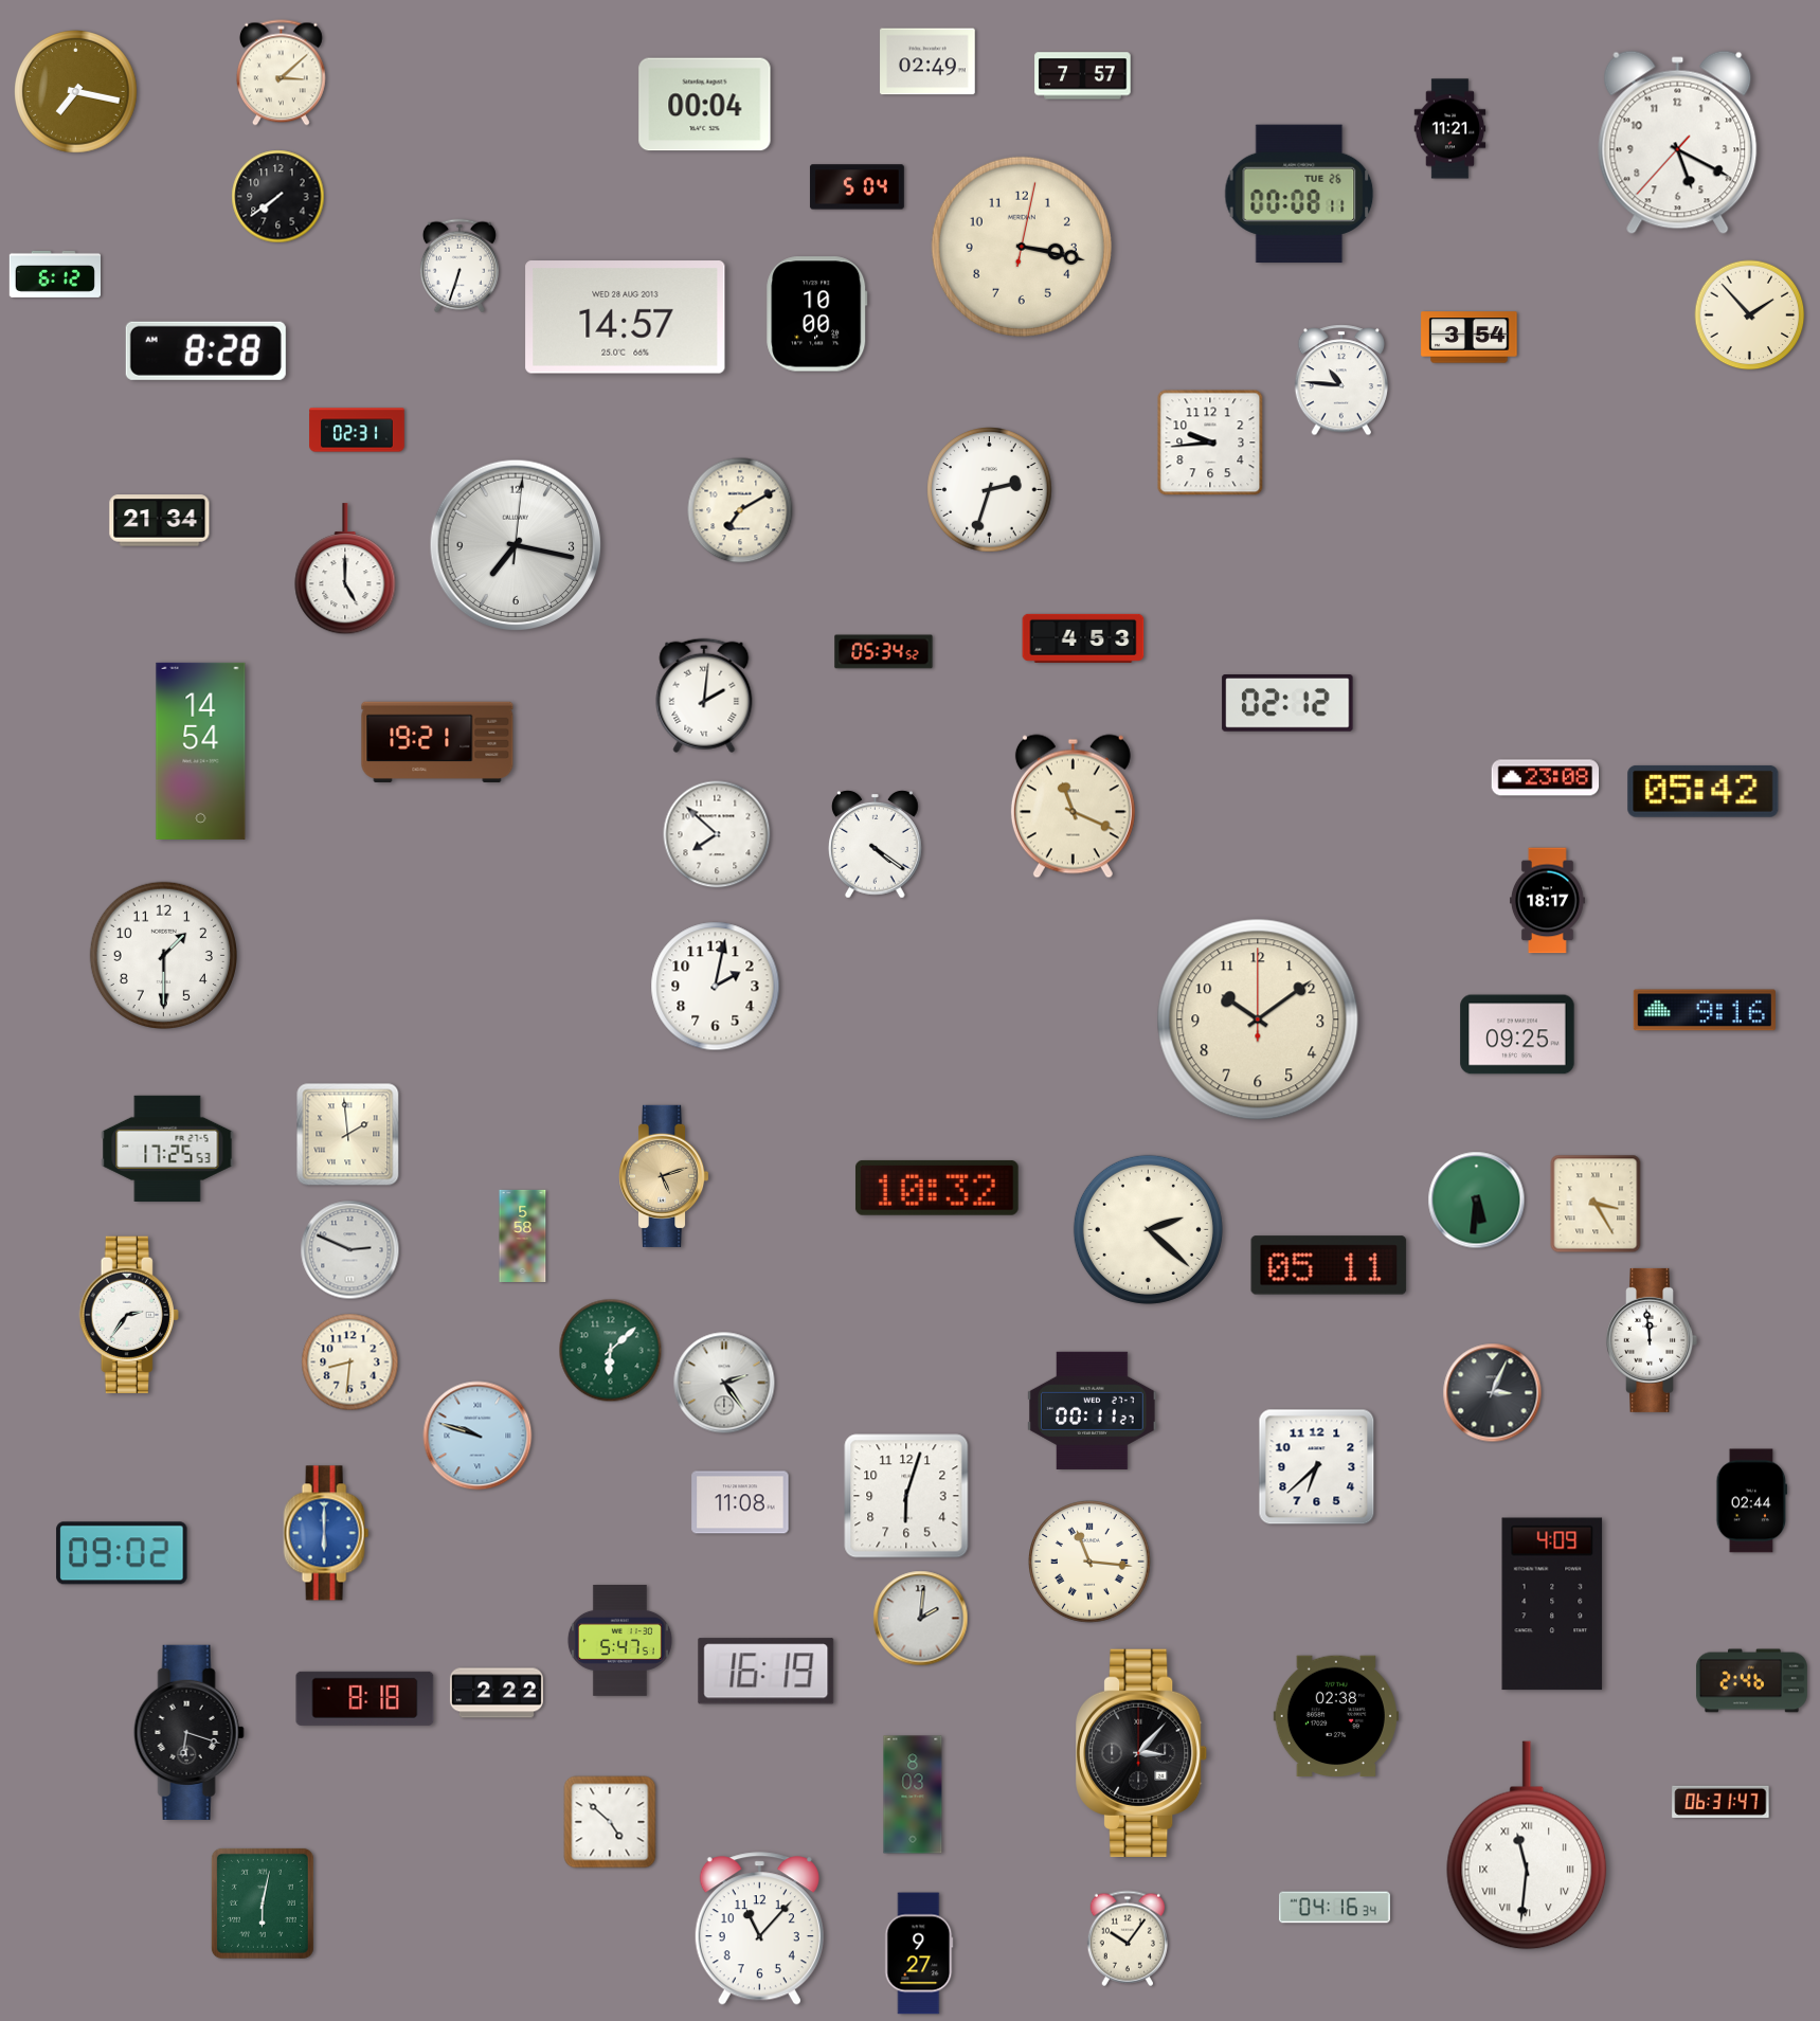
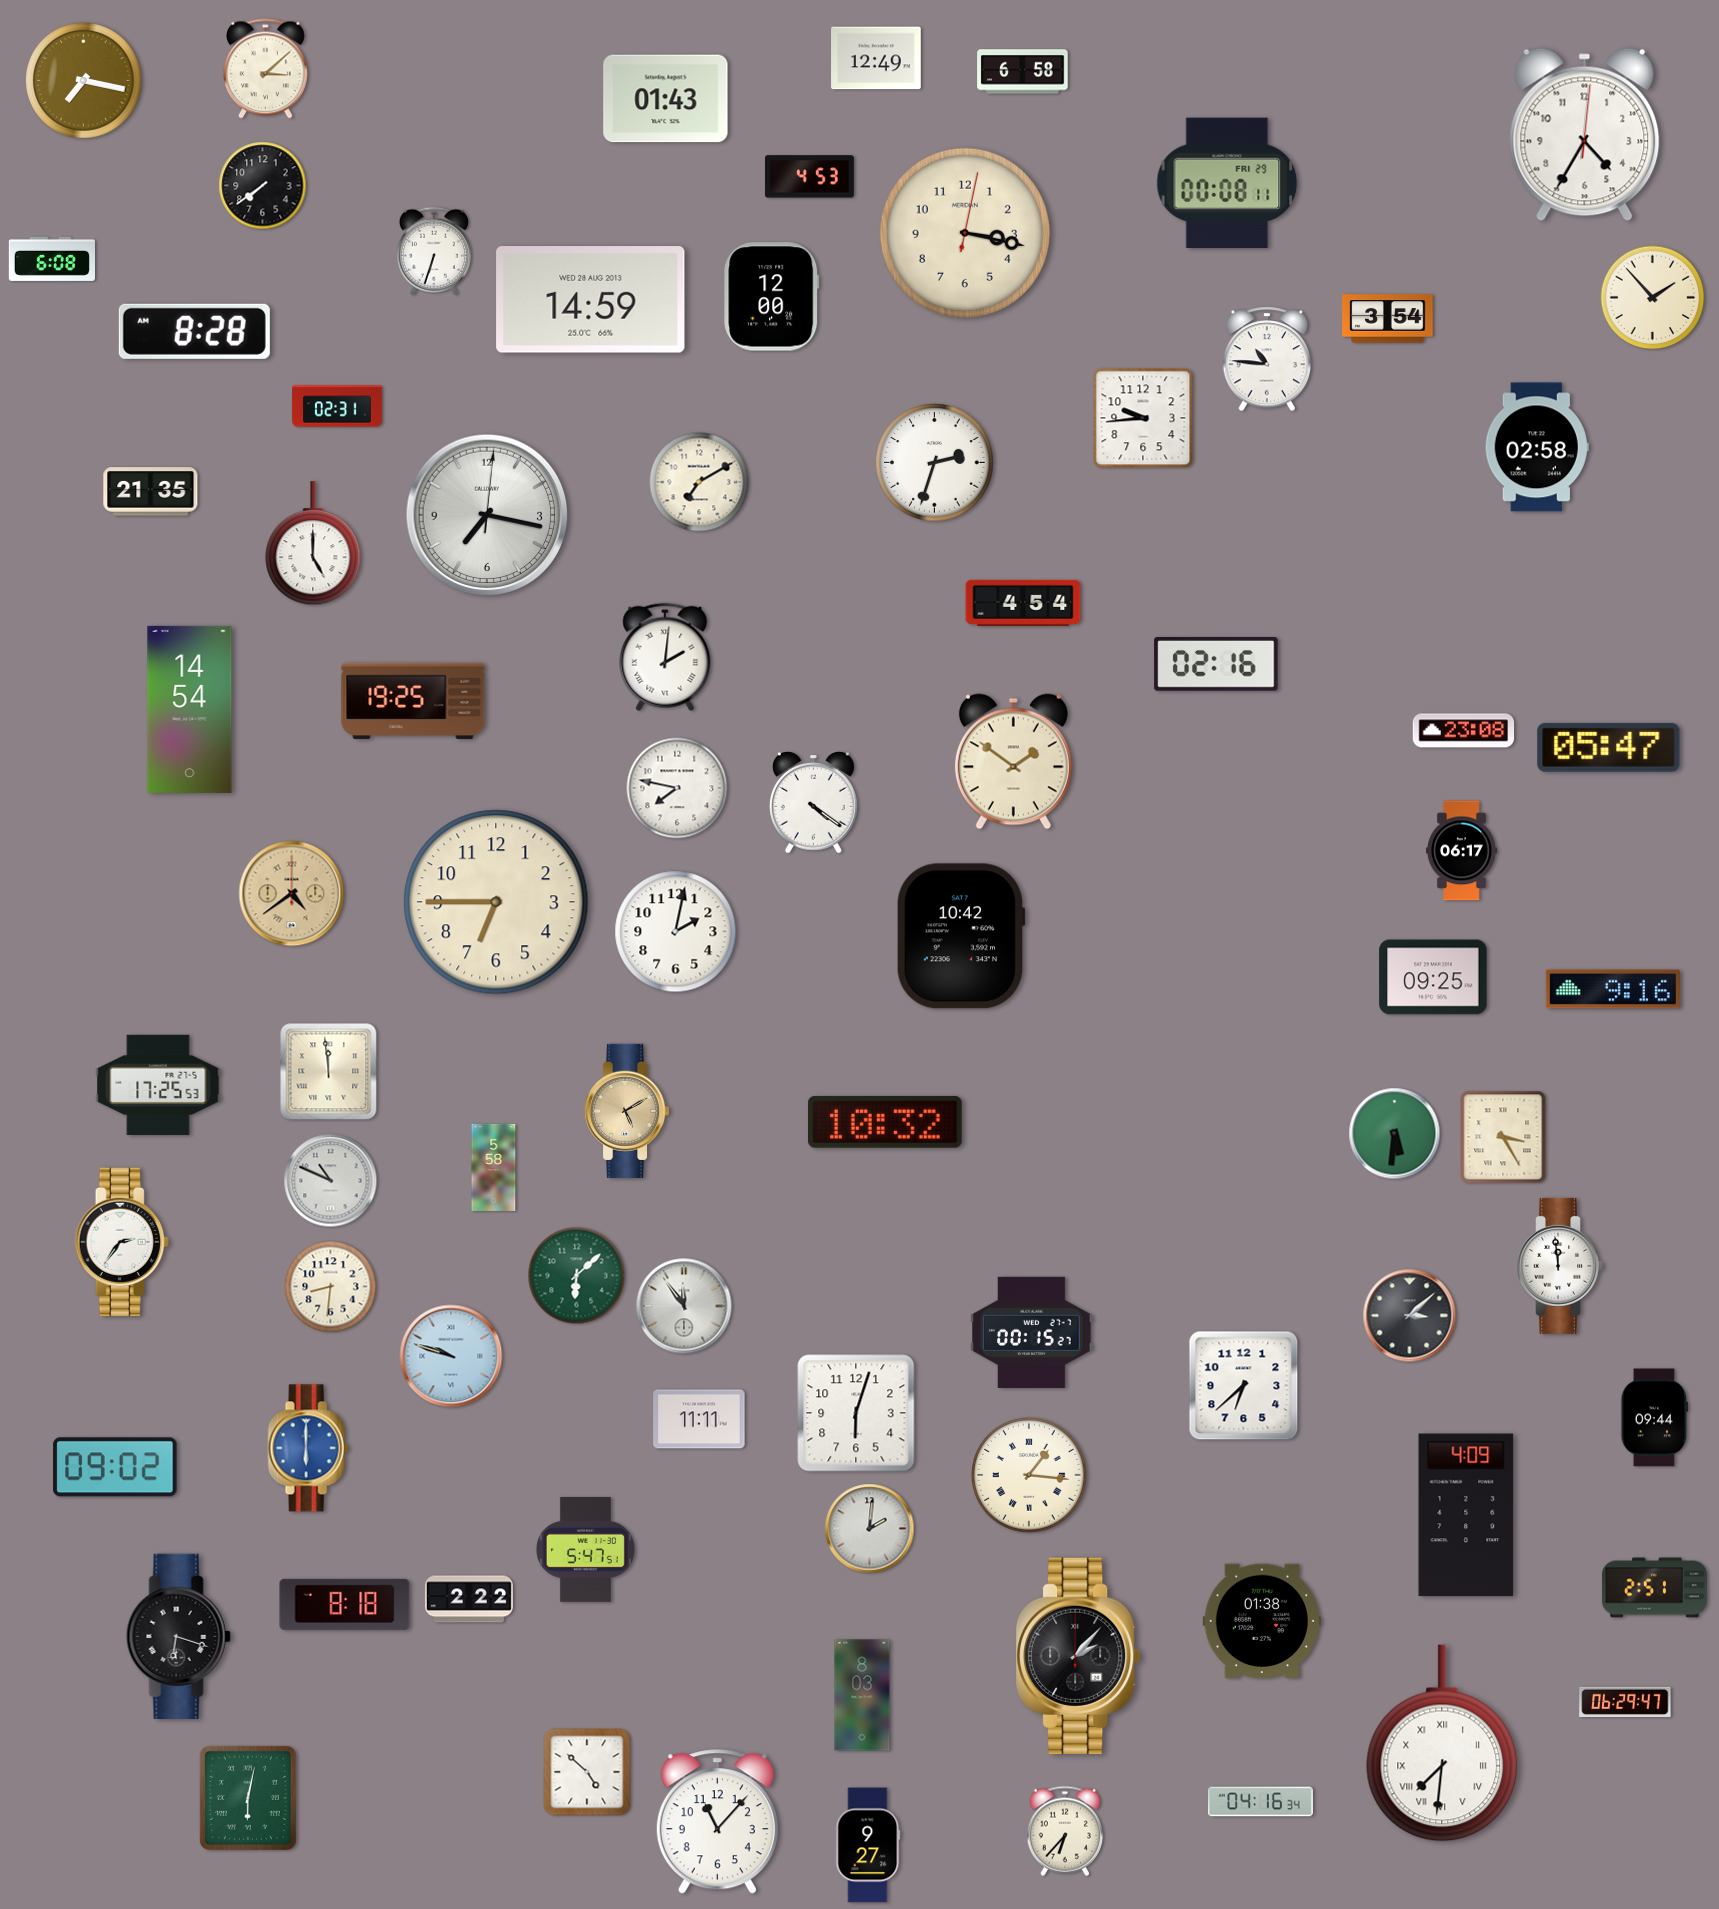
clock at (927, 61): 02:49 -> 12:49
clock at (1083, 76): 7:57 -> 6:58
clock at (76, 92) position: (76, 92) -> (84, 81)
clock at (705, 105): 00:04 -> 01:43
clock at (1450, 129): 11:21 -> none
clock at (1678, 143): 5:19 -> 4:35
clock at (857, 187): 5:04 -> 4:53
clock at (1299, 194) date: TUE 26 -> FRI 29
clock at (54, 274): 6:12 -> 6:08
clock at (817, 314): 10:00 -> 12:00
clock at (626, 318): 14:57 -> 14:59
clock at (1537, 447): none -> 02:58
clock at (160, 521): 21:34 -> 21:35
clock at (345, 570) position: (345, 570) -> (313, 544)
clock at (1083, 638): 4:53 -> 4:54
clock at (884, 652): 05:34 -> none
clock at (1287, 704): 02:12 -> 02:16
clock at (437, 742): 19:21 -> 19:25
clock at (1546, 778) position: (1546, 778) -> (1464, 731)
clock at (1704, 791): 05:42 -> 05:47
clock at (1073, 807): 11:19 -> 1:51
clock at (717, 834): 7:52 -> 7:47
clock at (876, 845) position: (876, 845) -> (814, 803)
clock at (1547, 901): 18:17 -> 06:17
clock at (292, 894): none -> 4:39
clock at (163, 955): 1:30 -> none
clock at (496, 902): none -> 6:45
clock at (961, 936): none -> 10:42
clock at (1705, 1010) position: (1705, 1010) -> (1613, 989)
clock at (1258, 1019): 10:09 -> none
clock at (348, 1135): 1:59 -> 11:59
clock at (664, 1176): 5:12 -> 5:10
clock at (1596, 1204) position: (1596, 1204) -> (1503, 1137)
clock at (1148, 1229): 2:22 -> none
clock at (350, 1250): 2:49 -> 10:49
clock at (1329, 1265): 05:11 -> none
clock at (724, 1383): 2:24 -> 11:54
clock at (1493, 1393): 3:04 -> 3:08
clock at (1093, 1410): 00:11 -> 00:15
clock at (1752, 1501): 02:44 -> 09:44
clock at (740, 1502): 11:08 -> 11:11
clock at (1091, 1563): 11:16 -> 1:16
clock at (767, 1672): 16:19 -> none
clock at (1751, 1681): 2:46 -> 2:51
clock at (1336, 1716): 02:38 -> 01:38
clock at (1142, 1752): 3:07 -> 2:07
clock at (1720, 1801): 06:31 -> 06:29
clock at (610, 1822) position: (610, 1822) -> (587, 1772)
clock at (1527, 1845): 11:31 -> 7:31
clock at (1127, 1938): 10:06 -> 6:37
